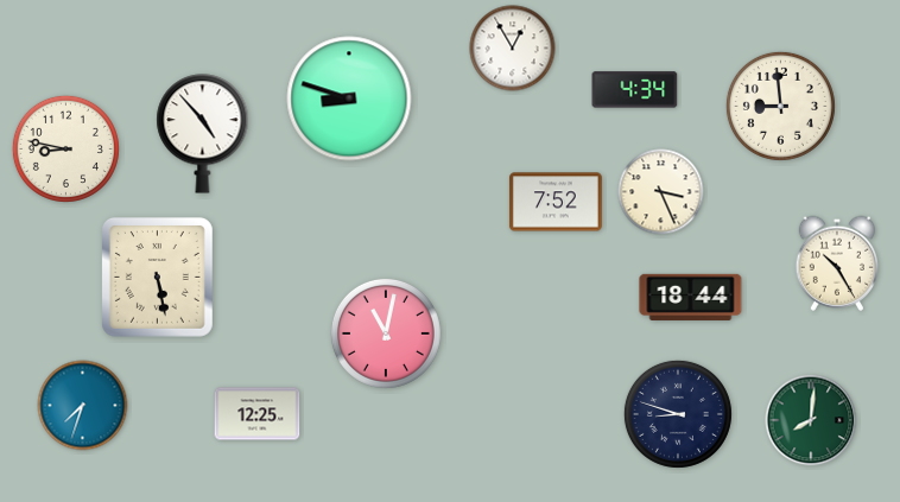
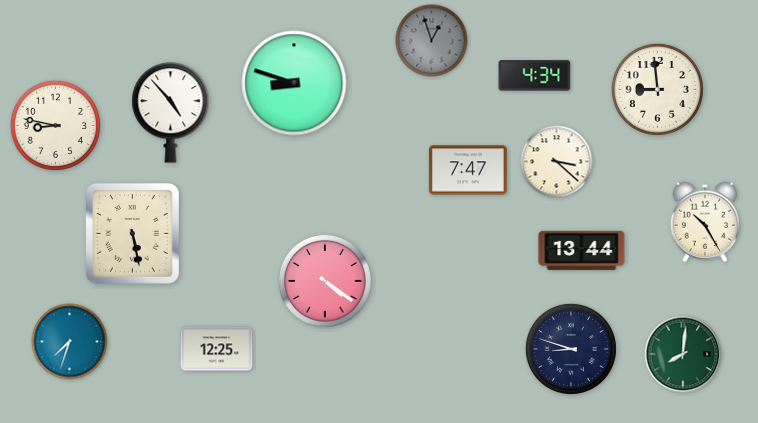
clock at (513, 49): 12:55 -> 12:57
clock at (513, 49) dial: white -> grey
clock at (661, 192): 3:26 -> 3:22
clock at (556, 202): 7:52 -> 7:47
clock at (691, 297): 18:44 -> 13:44
clock at (386, 333): 11:02 -> 4:21
